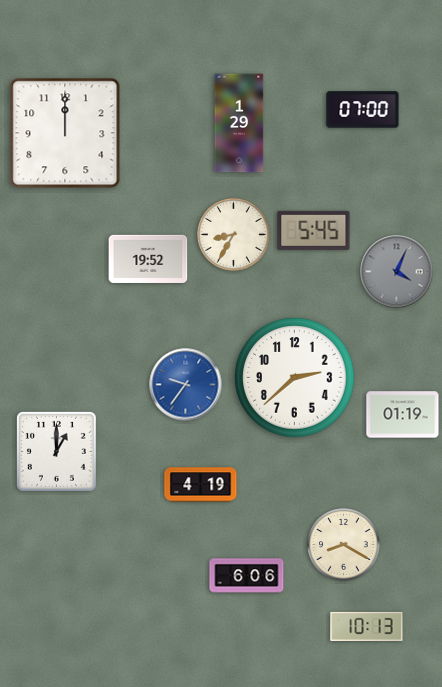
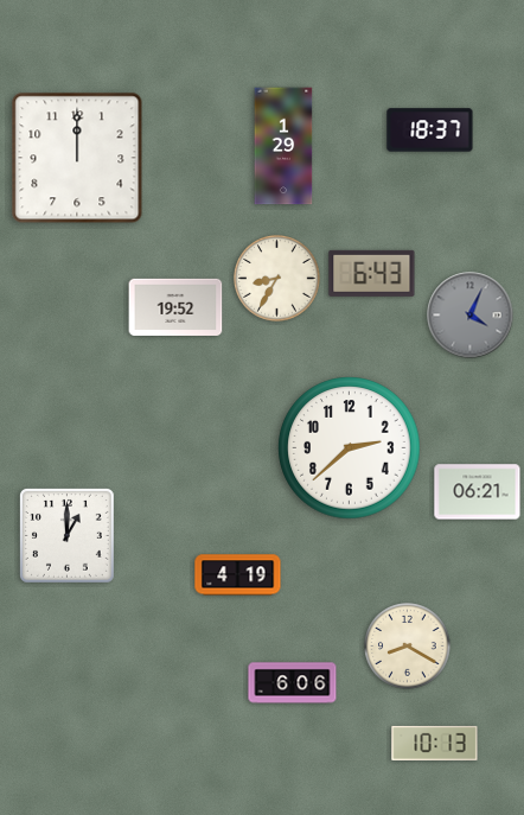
clock at (363, 110): 07:00 -> 18:37
clock at (314, 230): 5:45 -> 6:43
clock at (397, 272) position: (397, 272) -> (471, 316)
clock at (186, 385): 9:36 -> none
clock at (403, 415): 01:19 -> 06:21
